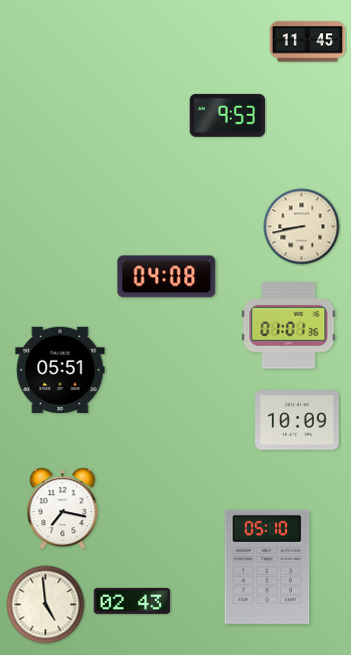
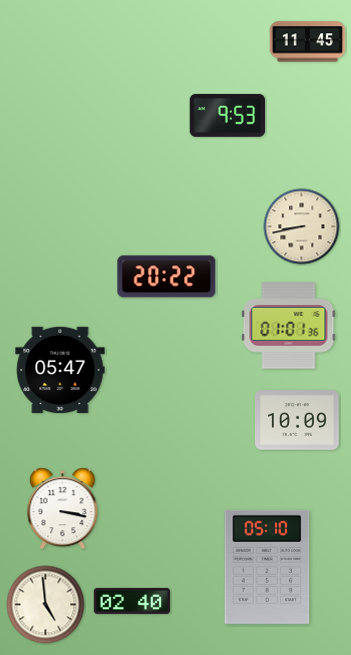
clock at (167, 277): 04:08 -> 20:22
clock at (60, 370): 05:51 -> 05:47
clock at (63, 509): 7:17 -> 3:17
clock at (132, 601): 02:43 -> 02:40
